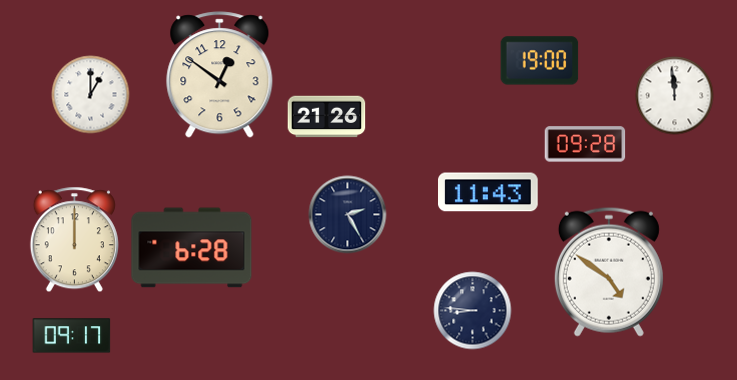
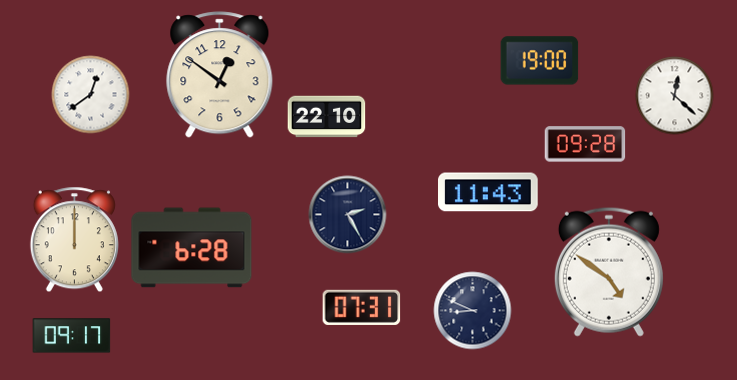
clock at (90, 94): 1:00 -> 12:39
clock at (674, 95): 11:59 -> 12:22
clock at (326, 117): 21:26 -> 22:10
clock at (361, 307): none -> 07:31
clock at (472, 310): 8:46 -> 8:49
